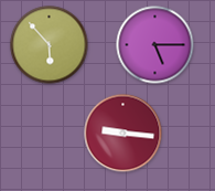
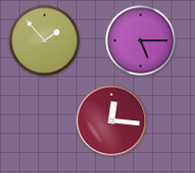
clock at (50, 45): 5:53 -> 1:53
clock at (123, 134): 9:16 -> 12:16
